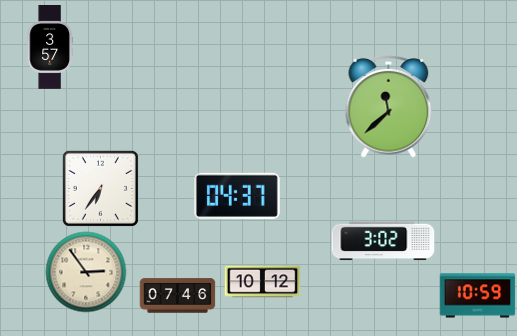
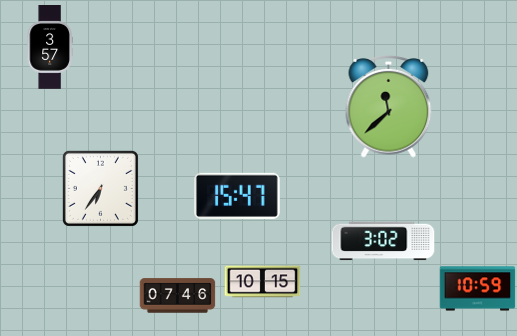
clock at (237, 196): 04:37 -> 15:47
clock at (86, 272): 2:54 -> none
clock at (263, 282): 10:12 -> 10:15
clock at (478, 296) position: (478, 296) -> (478, 289)
